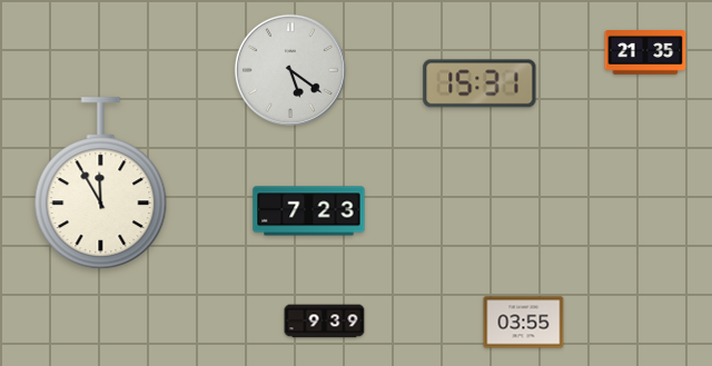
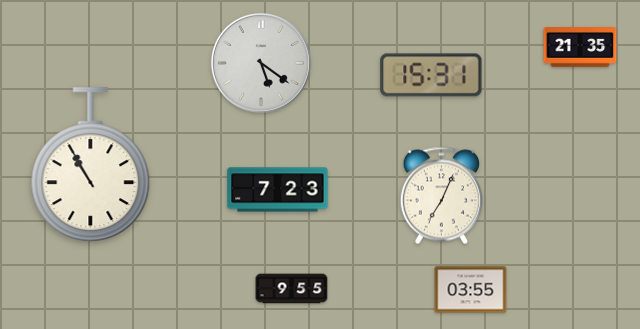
clock at (101, 184): 11:55 -> 10:55
clock at (441, 196): none -> 7:04
clock at (325, 322): 9:39 -> 9:55
